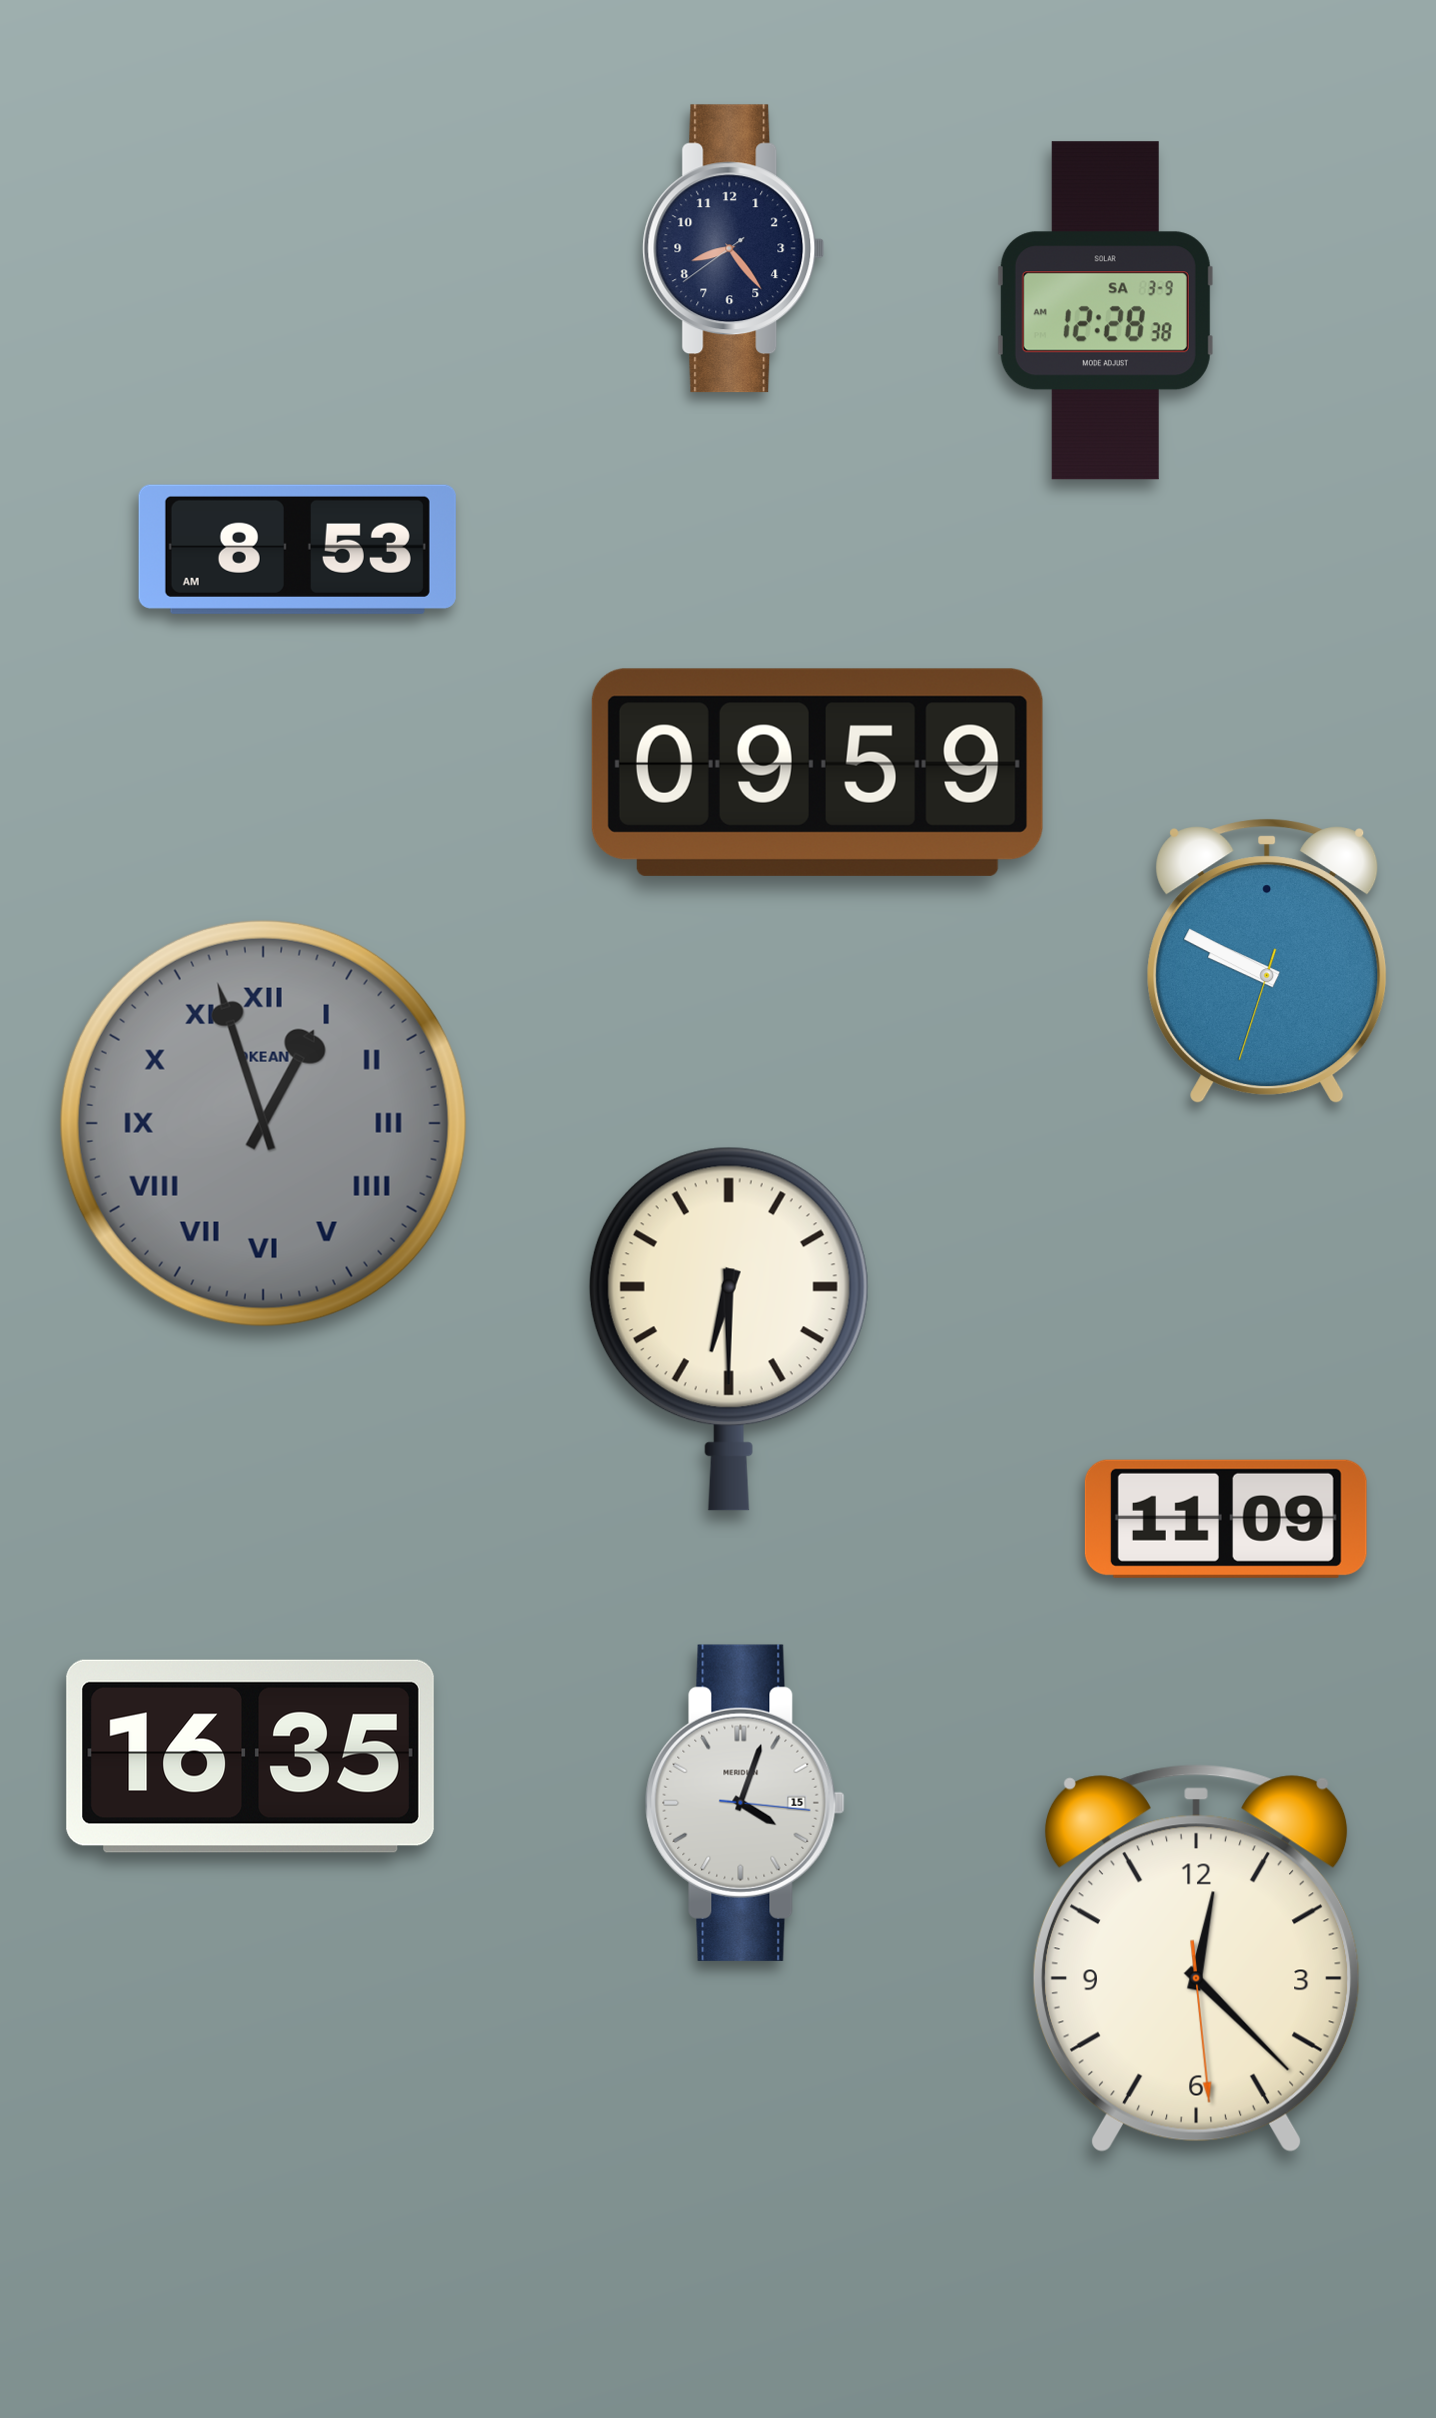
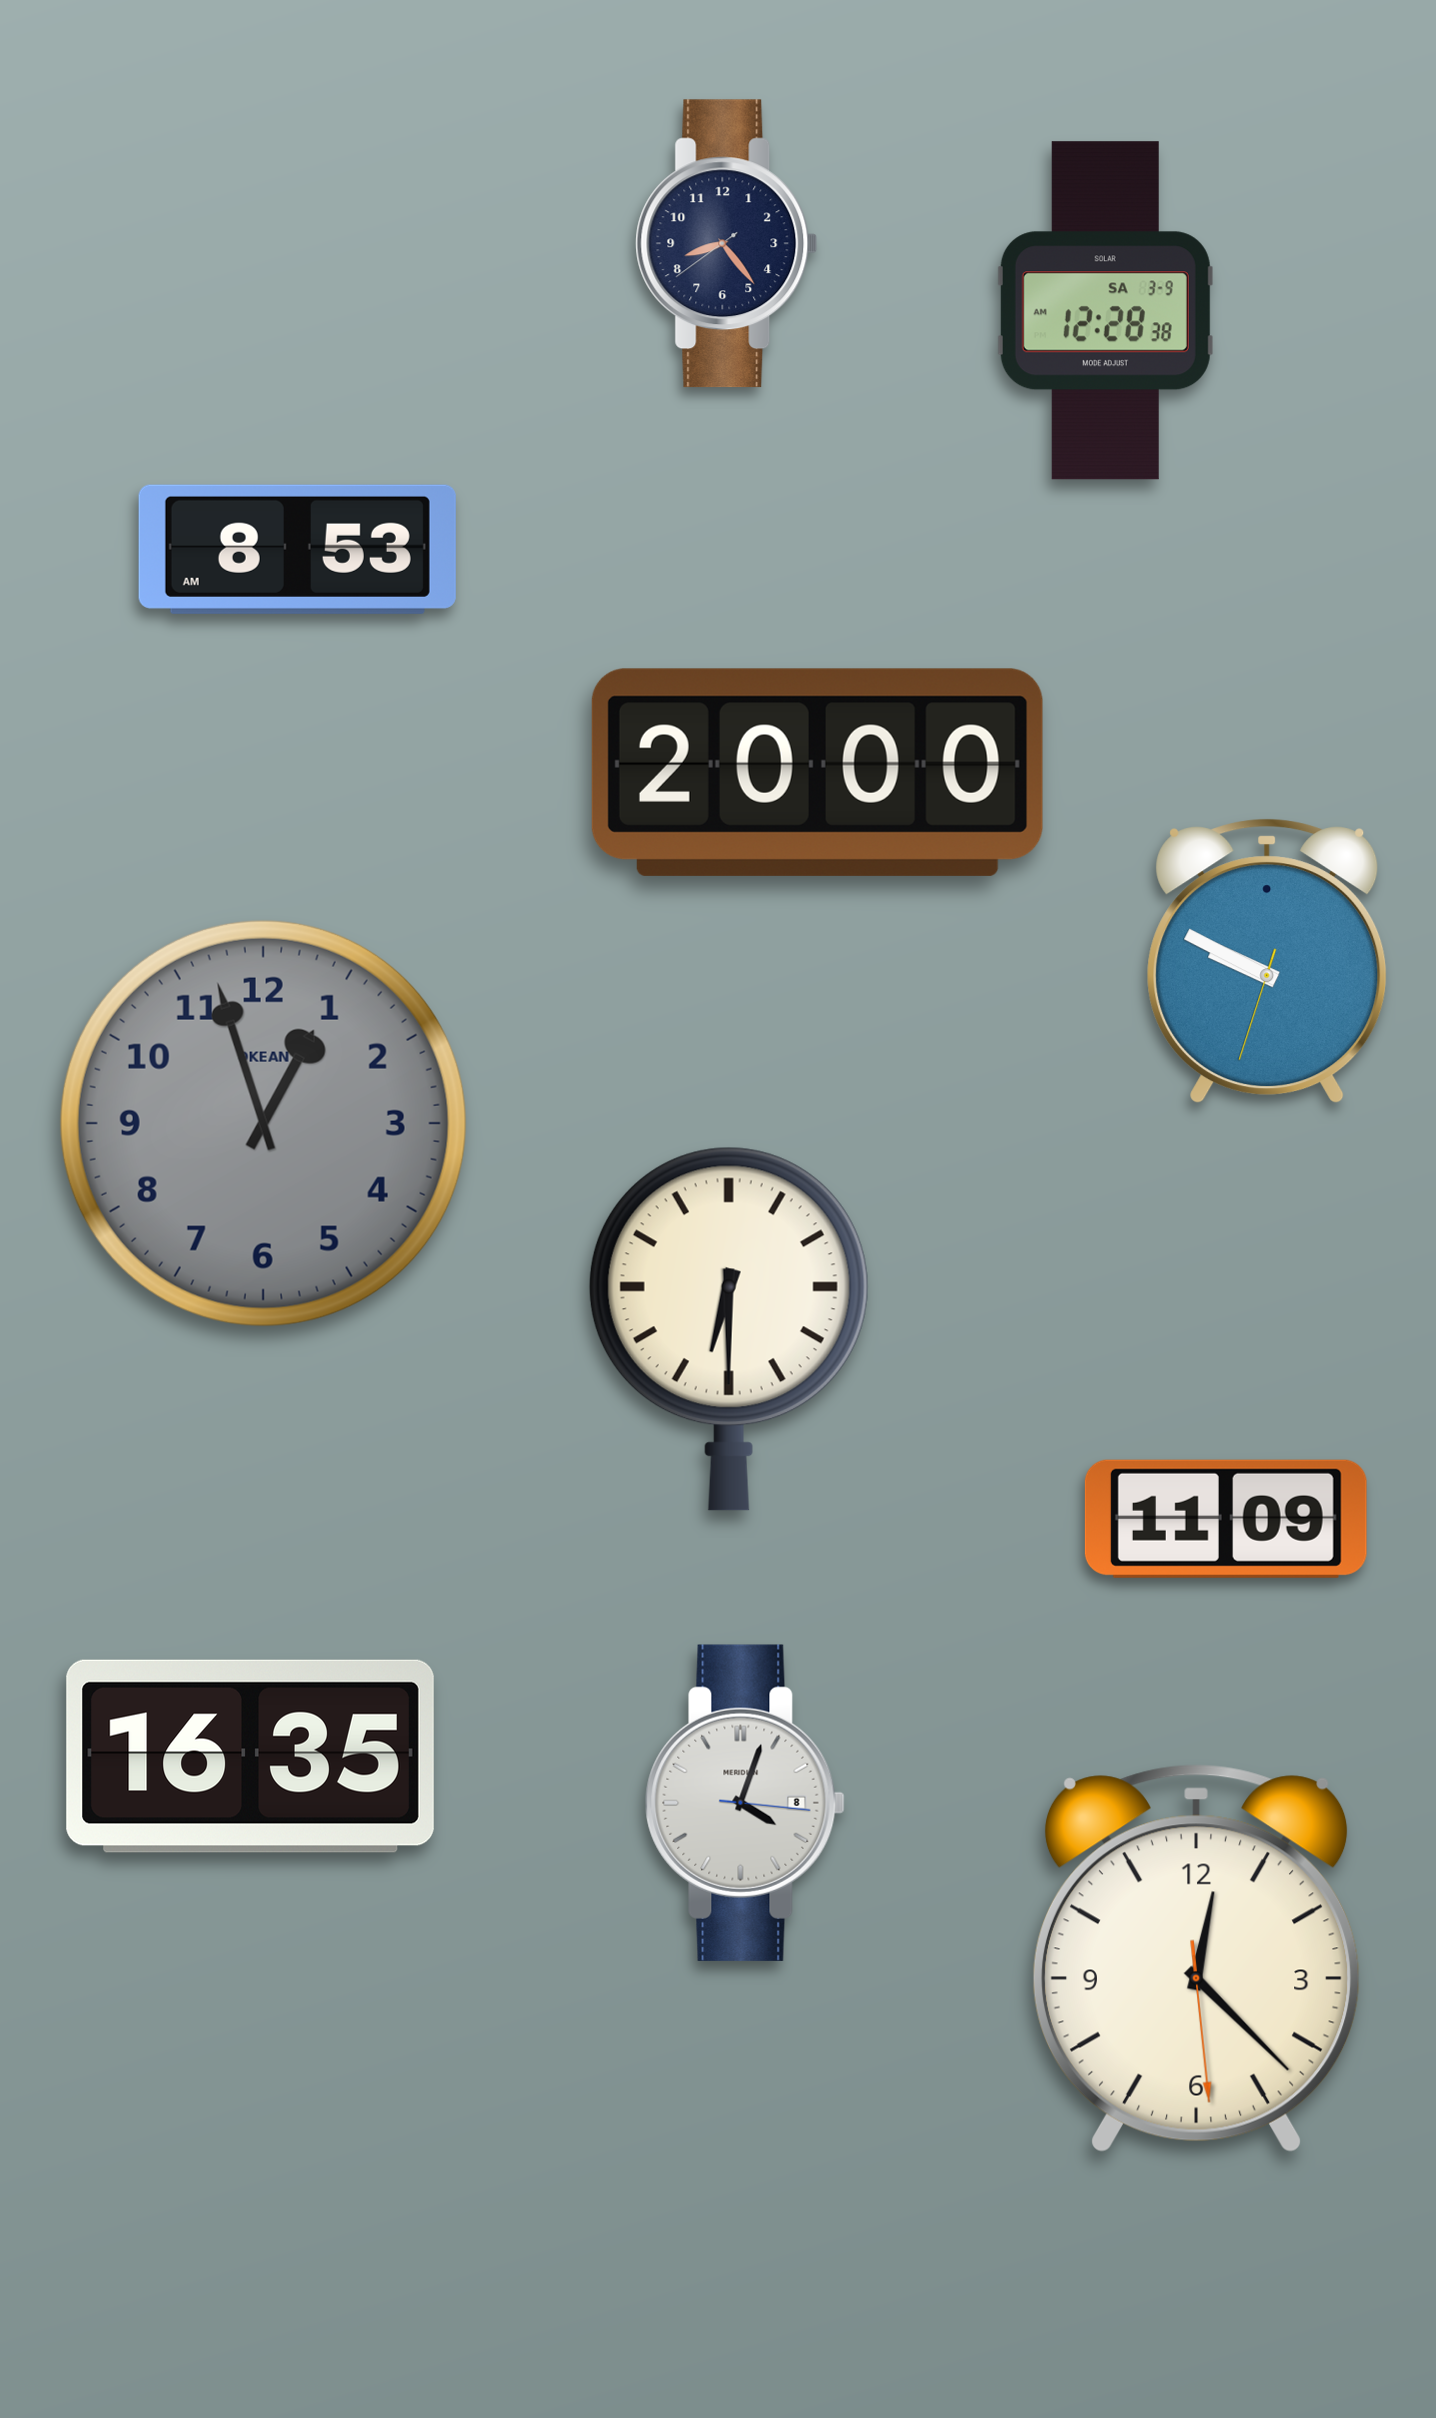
clock at (734, 249) position: (734, 249) -> (727, 244)
clock at (817, 772): 09:59 -> 20:00
clock at (263, 1123) numerals: Roman -> Arabic
clock at (745, 1803) date: 15 -> 8
